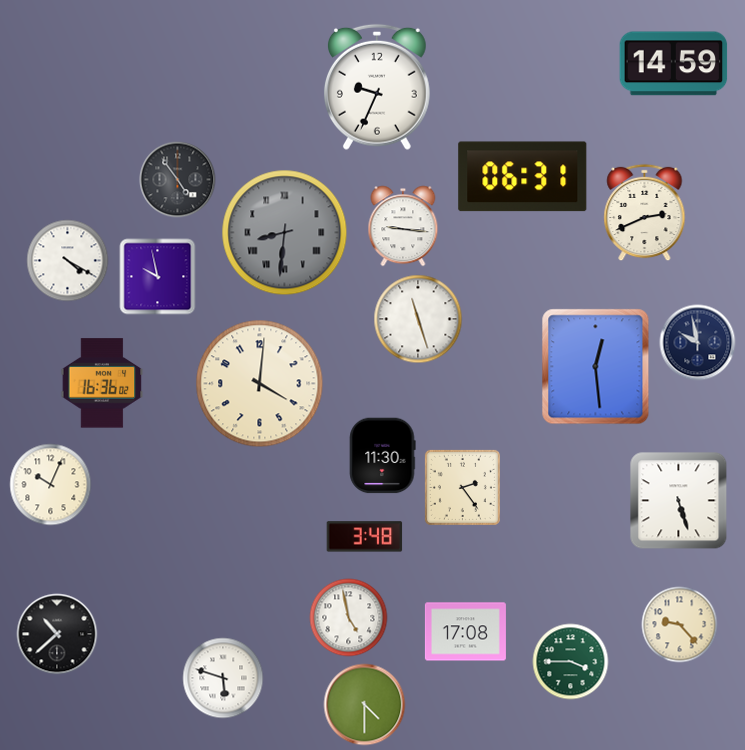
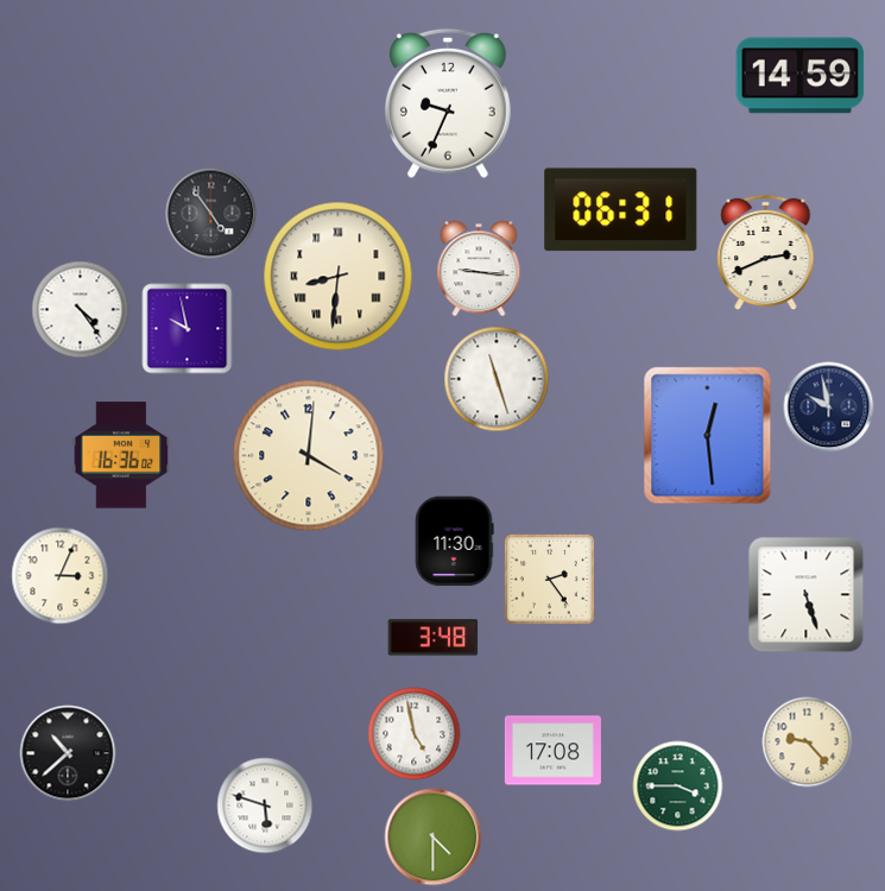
clock at (285, 233) dial: grey -> cream
clock at (68, 261): 4:20 -> 4:24
clock at (51, 485): 10:04 -> 3:04
